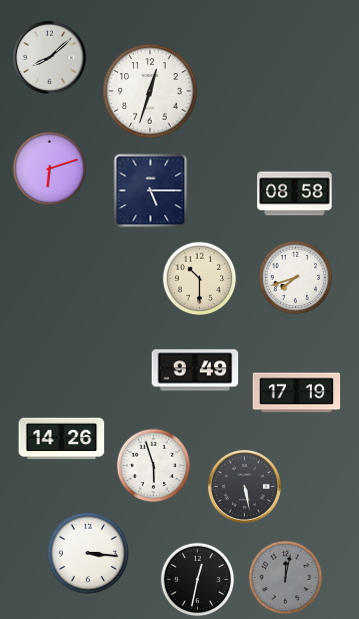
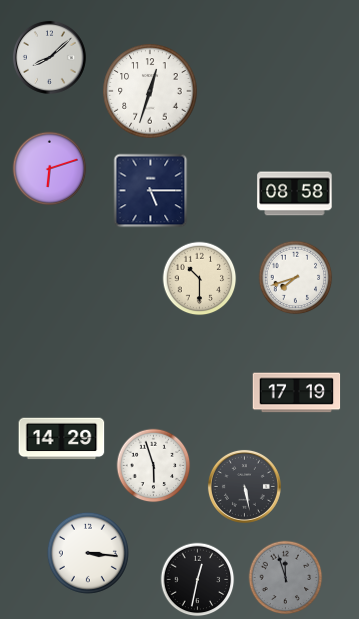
clock at (195, 370): 9:49 -> none
clock at (62, 439): 14:26 -> 14:29
clock at (286, 578): 12:02 -> 11:57
